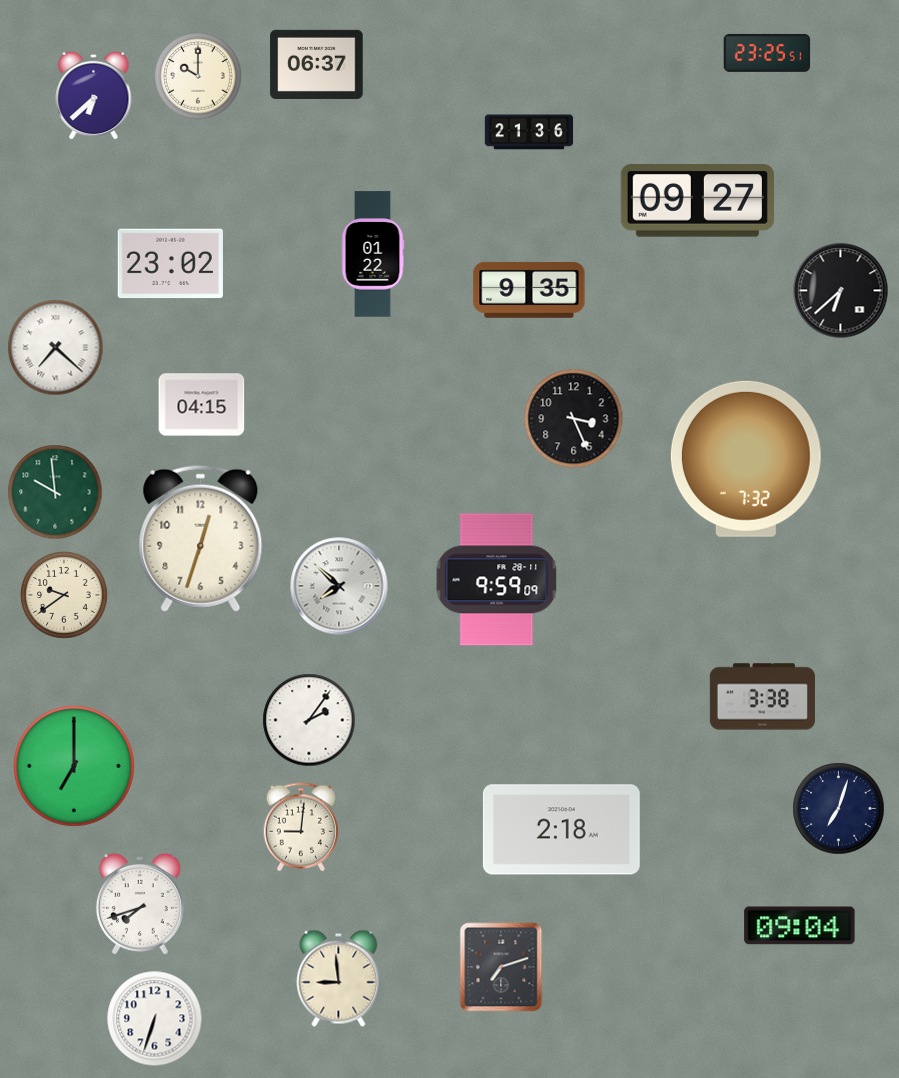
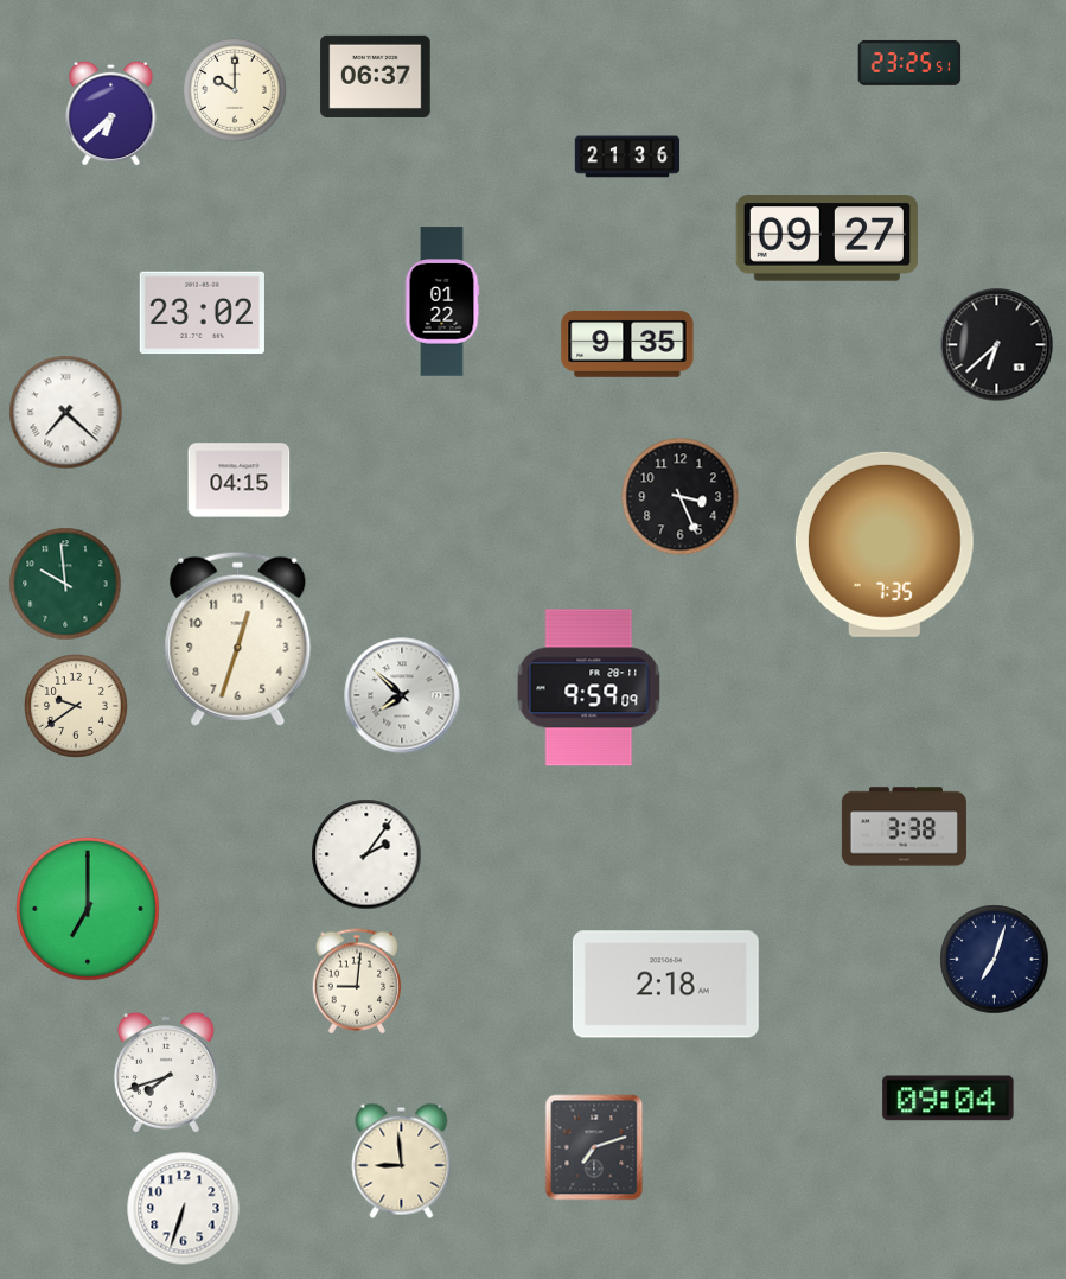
clock at (746, 459): 7:32 -> 7:35
